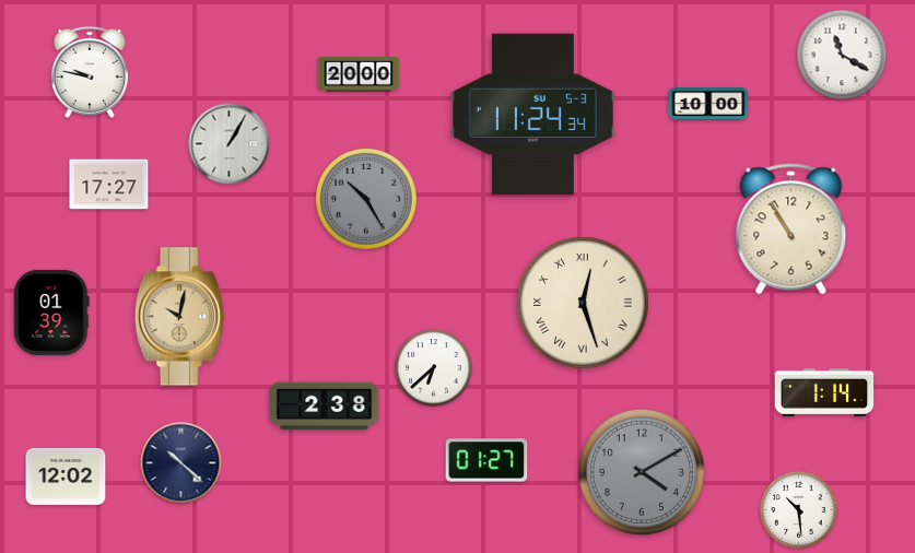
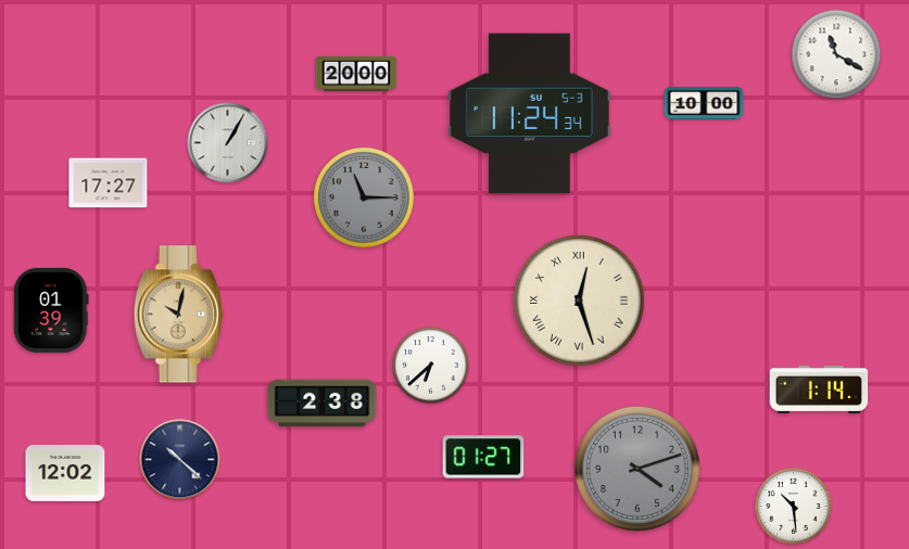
clock at (90, 72): 9:47 -> none
clock at (367, 200): 10:25 -> 11:15
clock at (791, 230): 10:55 -> none
clock at (642, 472): 4:10 -> 4:12
